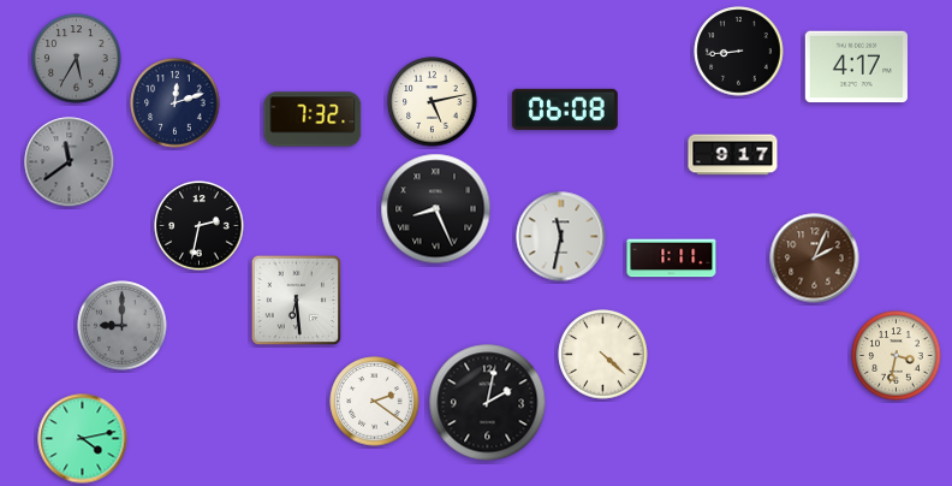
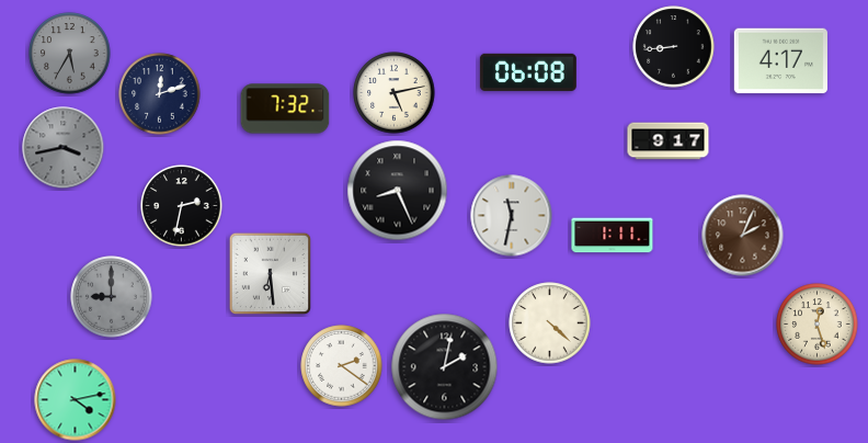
clock at (565, 109) position: (565, 109) -> (528, 72)
clock at (70, 162): 11:39 -> 3:43
clock at (897, 356): 3:32 -> 12:27
